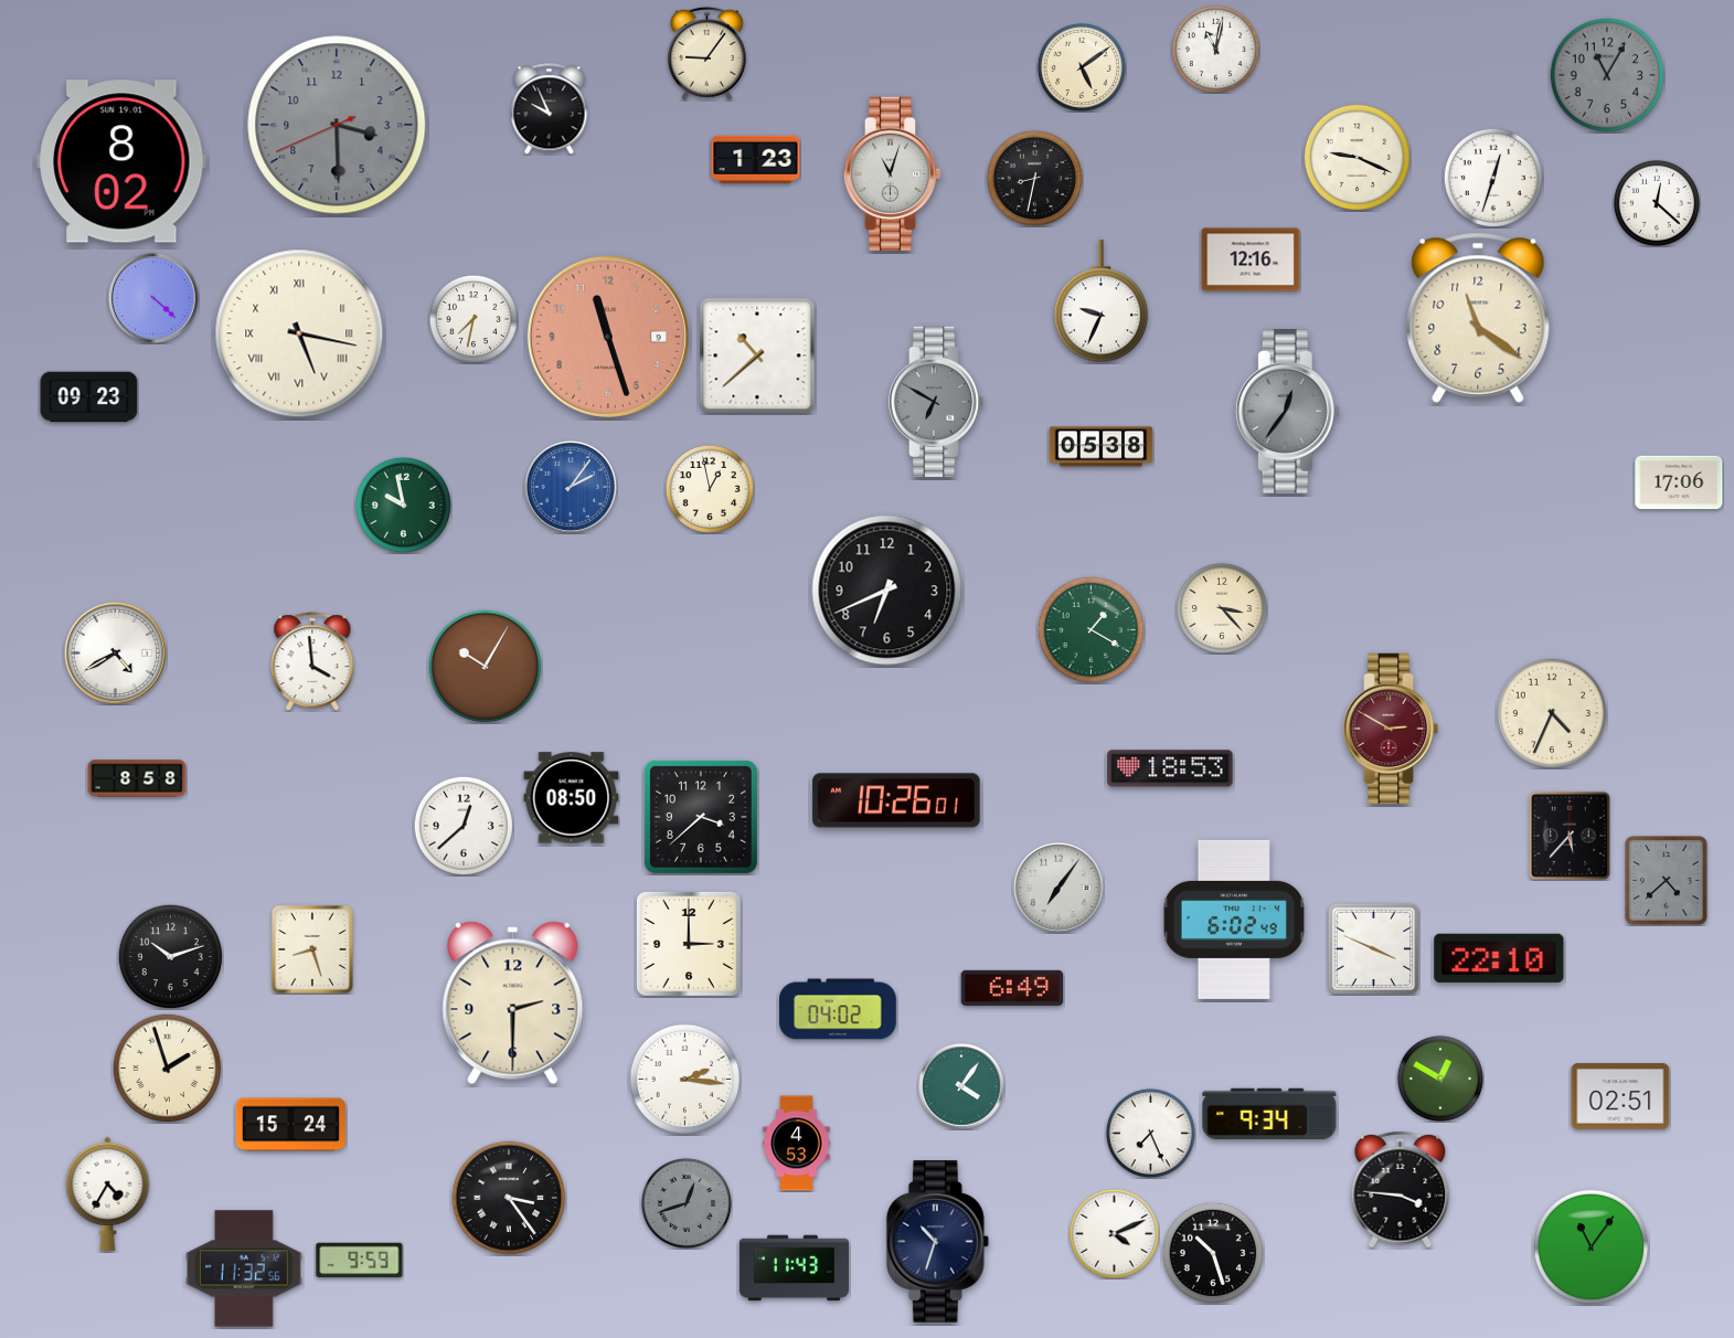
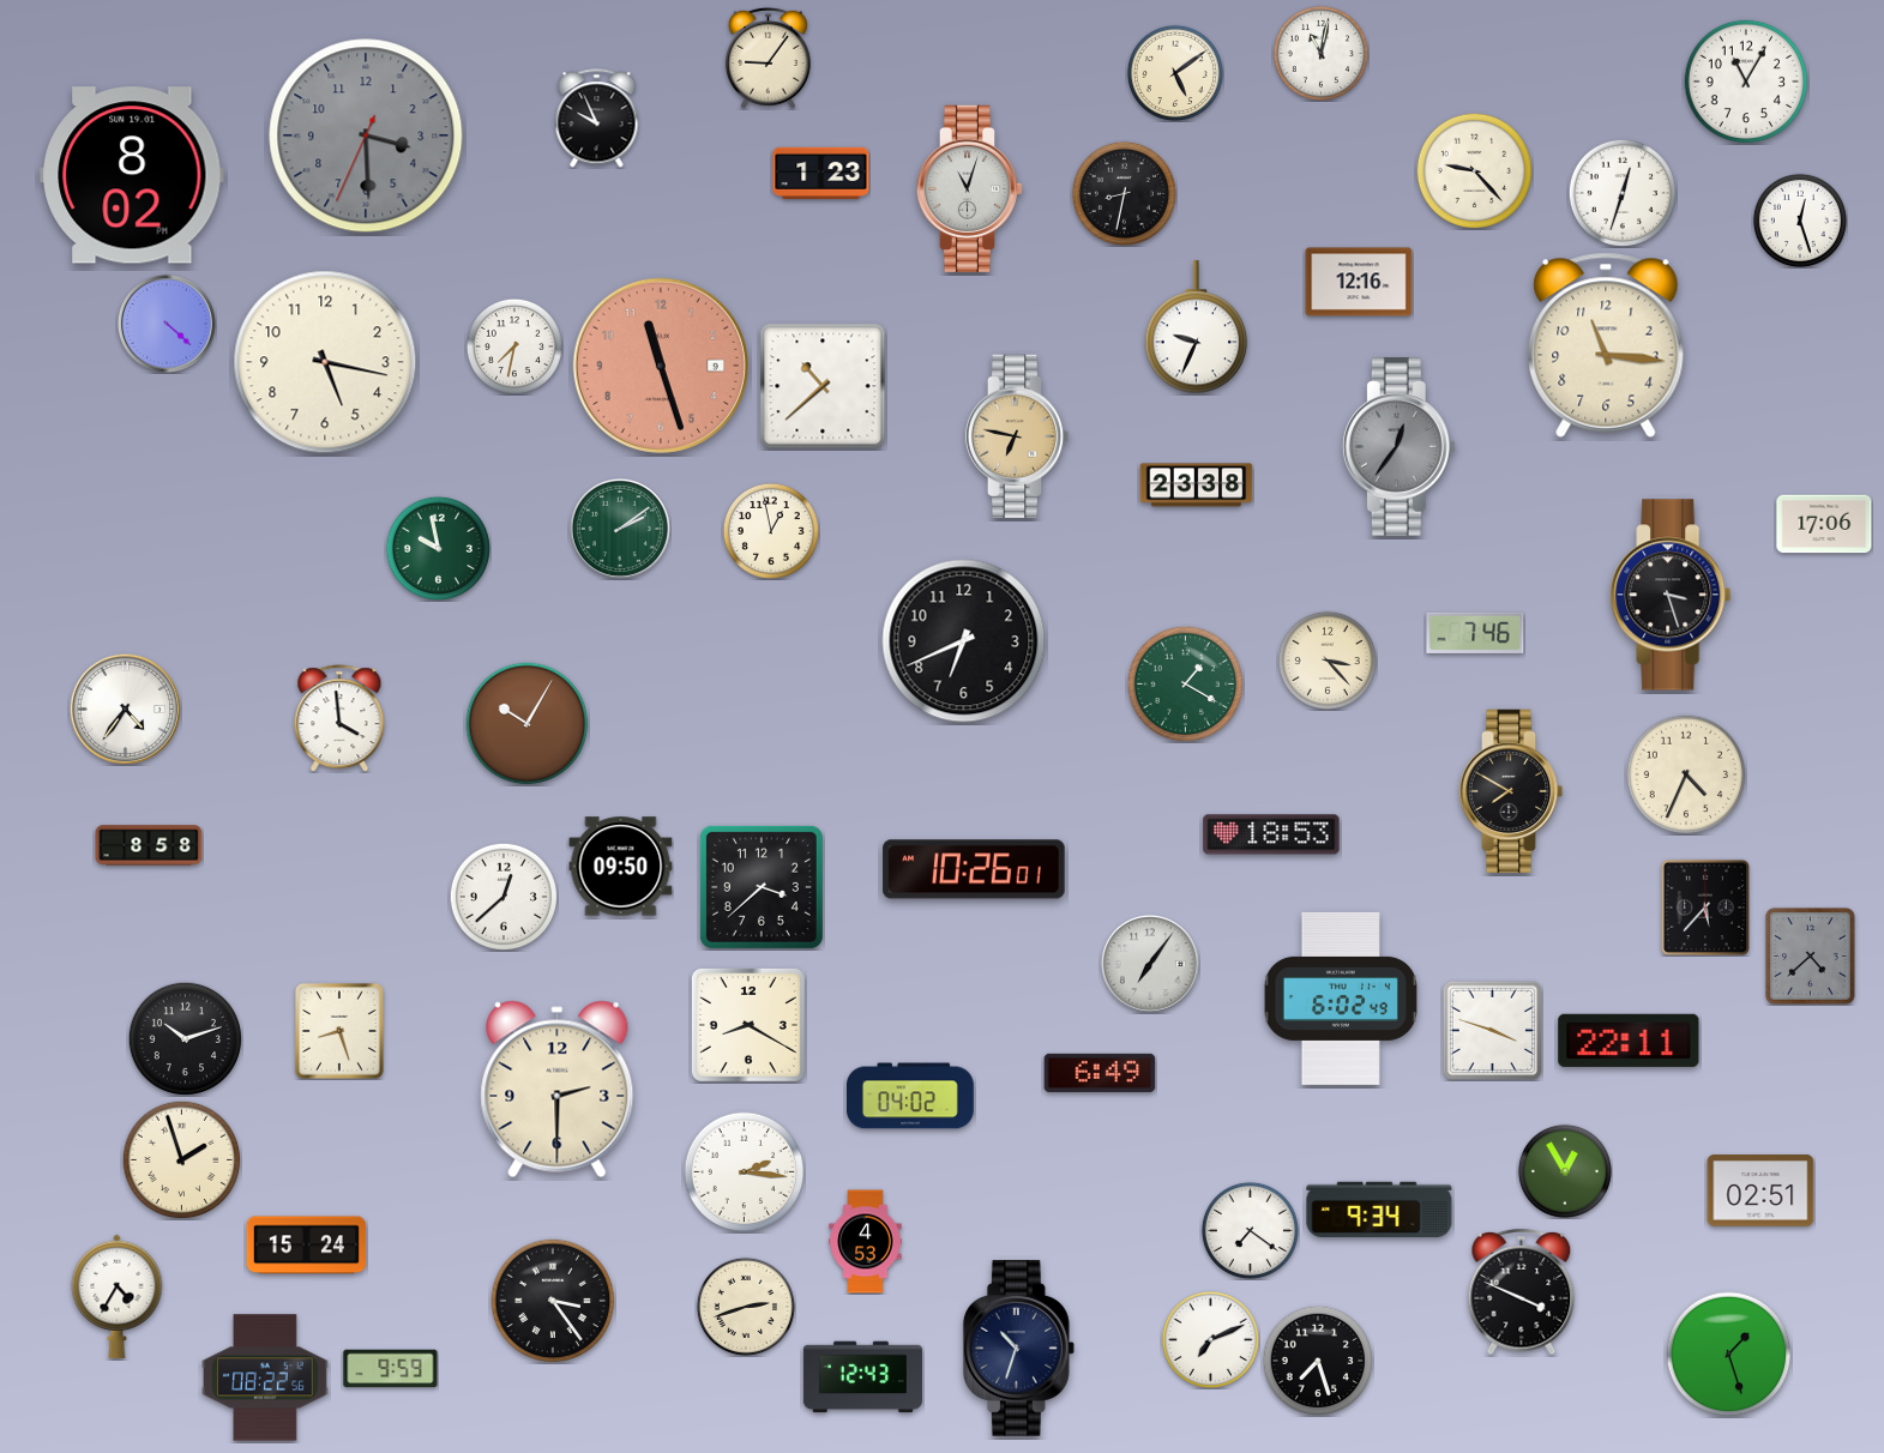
clock at (1607, 75) dial: grey -> white
clock at (337, 125): 3:29:41 -> 3:29:34
clock at (1357, 157): 9:19 -> 9:23
clock at (1657, 203): 12:22 -> 12:27
clock at (1478, 318): 11:21 -> 11:16
clock at (299, 333) numerals: Roman -> Arabic
clock at (89, 397): 09:23 -> none
clock at (936, 402): 6:50 -> 6:47
clock at (936, 402) dial: grey -> champagne
clock at (1102, 447): 05:38 -> 23:38
clock at (571, 487): 2:06 -> 2:09
clock at (571, 487) dial: blue -> green
clock at (1671, 595): none -> 3:27
clock at (1475, 633): none -> 7:46
clock at (115, 652): 4:40 -> 4:36
clock at (1391, 729): 2:50 -> 7:50
clock at (1391, 729) dial: burgundy -> black
clock at (572, 798): 08:50 -> 09:50
clock at (689, 944): 3:00 -> 8:20
clock at (1373, 948): 3:49 -> 3:48
clock at (1499, 958): 22:10 -> 22:11
clock at (1440, 1079): 12:50 -> 12:55
clock at (961, 1086): 4:06 -> none
clock at (290, 1125) position: (290, 1125) -> (306, 1246)
clock at (1150, 1133): 7:26 -> 7:21
clock at (1401, 1190): 3:46 -> 3:49
clock at (687, 1203): 12:42 -> 2:42
clock at (687, 1203) dial: grey -> cream
clock at (1114, 1233): 4:11 -> 7:11
clock at (1592, 1247): 11:06 -> 1:27
clock at (1212, 1252): 10:27 -> 7:27
clock at (245, 1268): 11:32 -> 08:22
clock at (794, 1268): 11:43 -> 12:43
